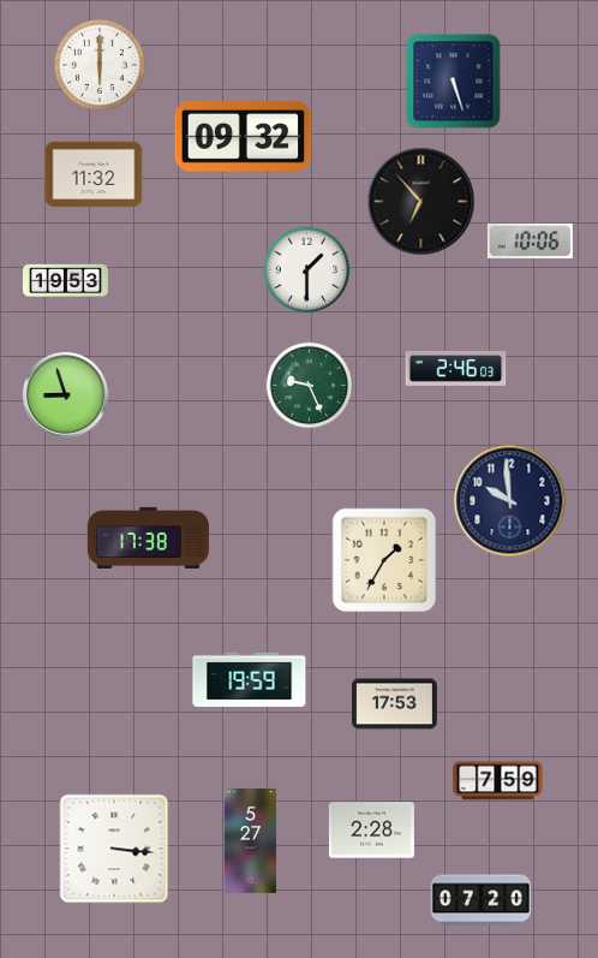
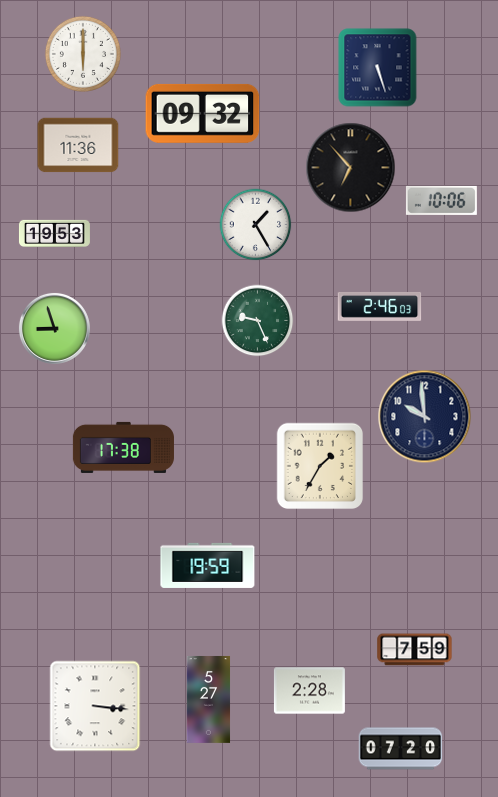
clock at (94, 174): 11:32 -> 11:36
clock at (307, 270): 1:30 -> 1:25
clock at (394, 704): 17:53 -> none
